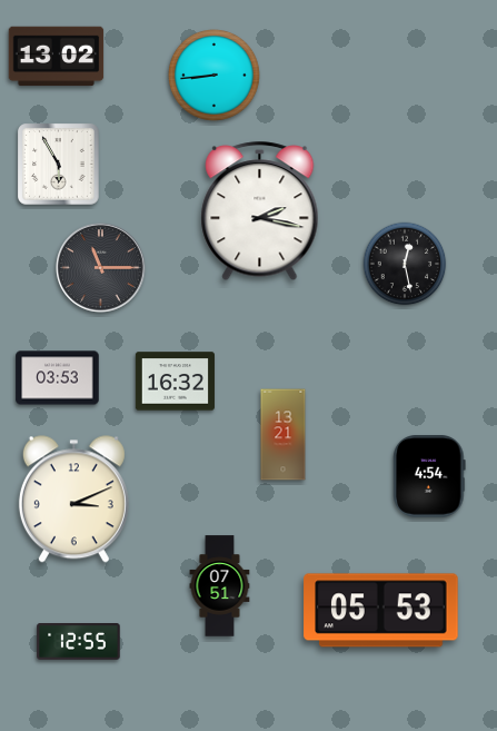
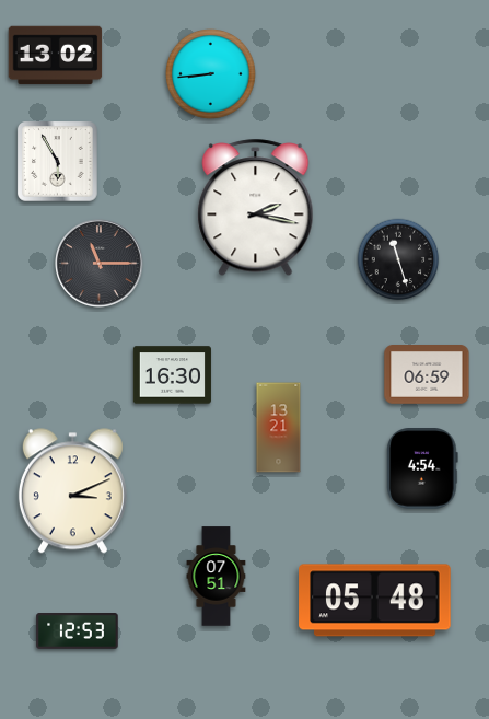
clock at (405, 264): 12:28 -> 11:27
clock at (58, 378): 03:53 -> none
clock at (427, 374): none -> 06:59
clock at (175, 382): 16:32 -> 16:30
clock at (381, 611): 05:53 -> 05:48
clock at (79, 642): 12:55 -> 12:53
